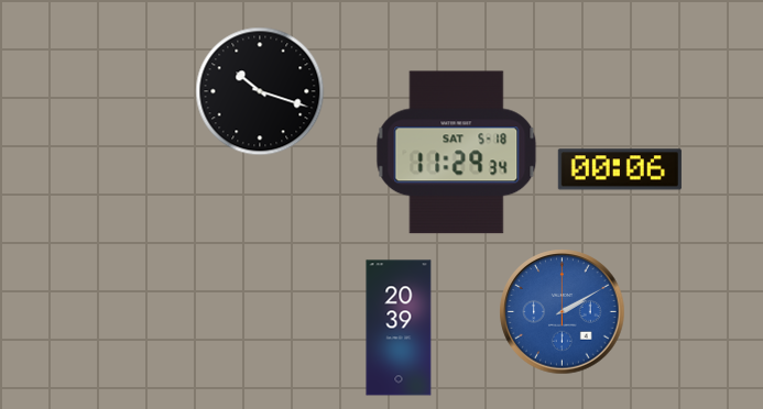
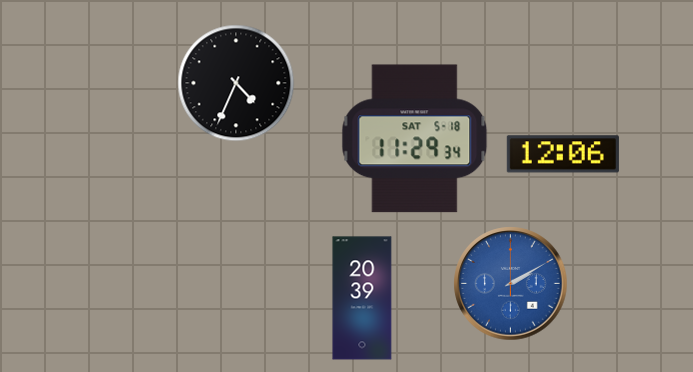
clock at (260, 91): 10:18 -> 4:34
clock at (620, 169): 00:06 -> 12:06
